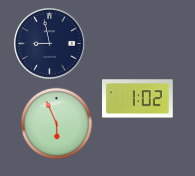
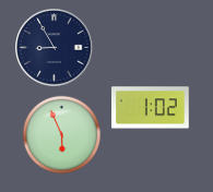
clock at (50, 44): 8:58 -> 8:55
